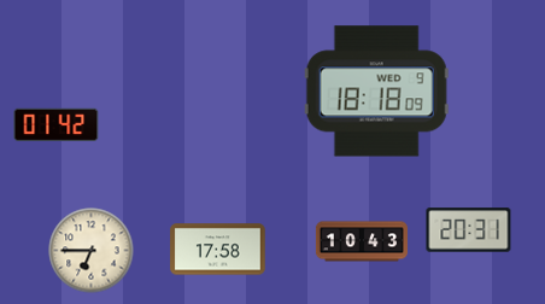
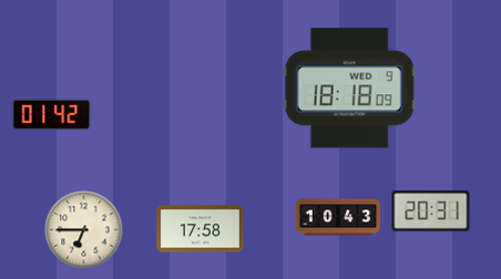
clock at (376, 92) position: (376, 92) -> (349, 89)
clock at (362, 241) position: (362, 241) -> (338, 217)
